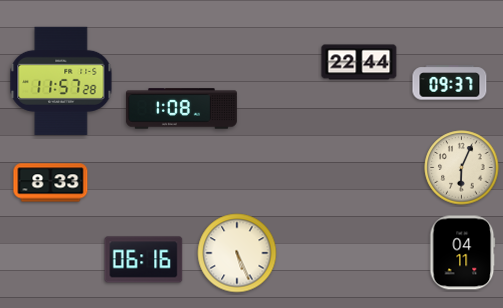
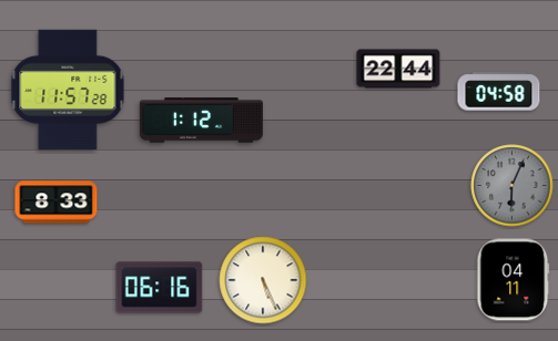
clock at (450, 83): 09:37 -> 04:58
clock at (181, 109): 1:08 -> 1:12
clock at (462, 168) dial: cream -> grey
